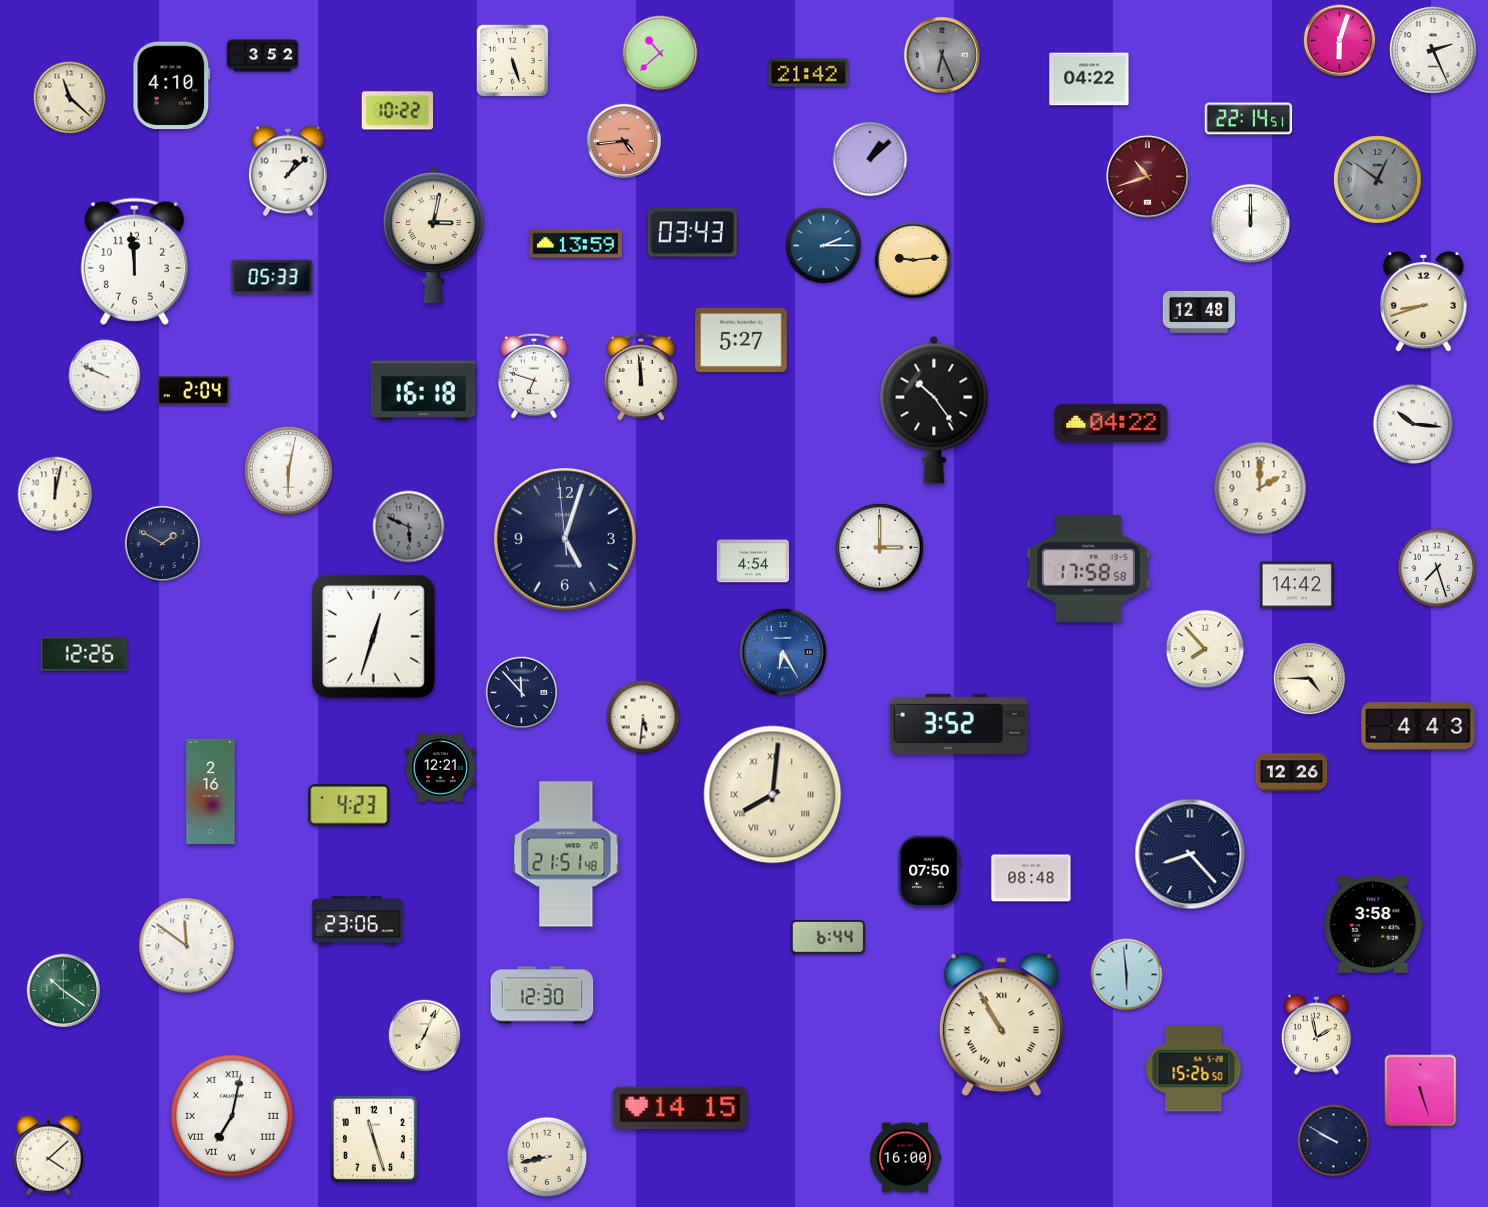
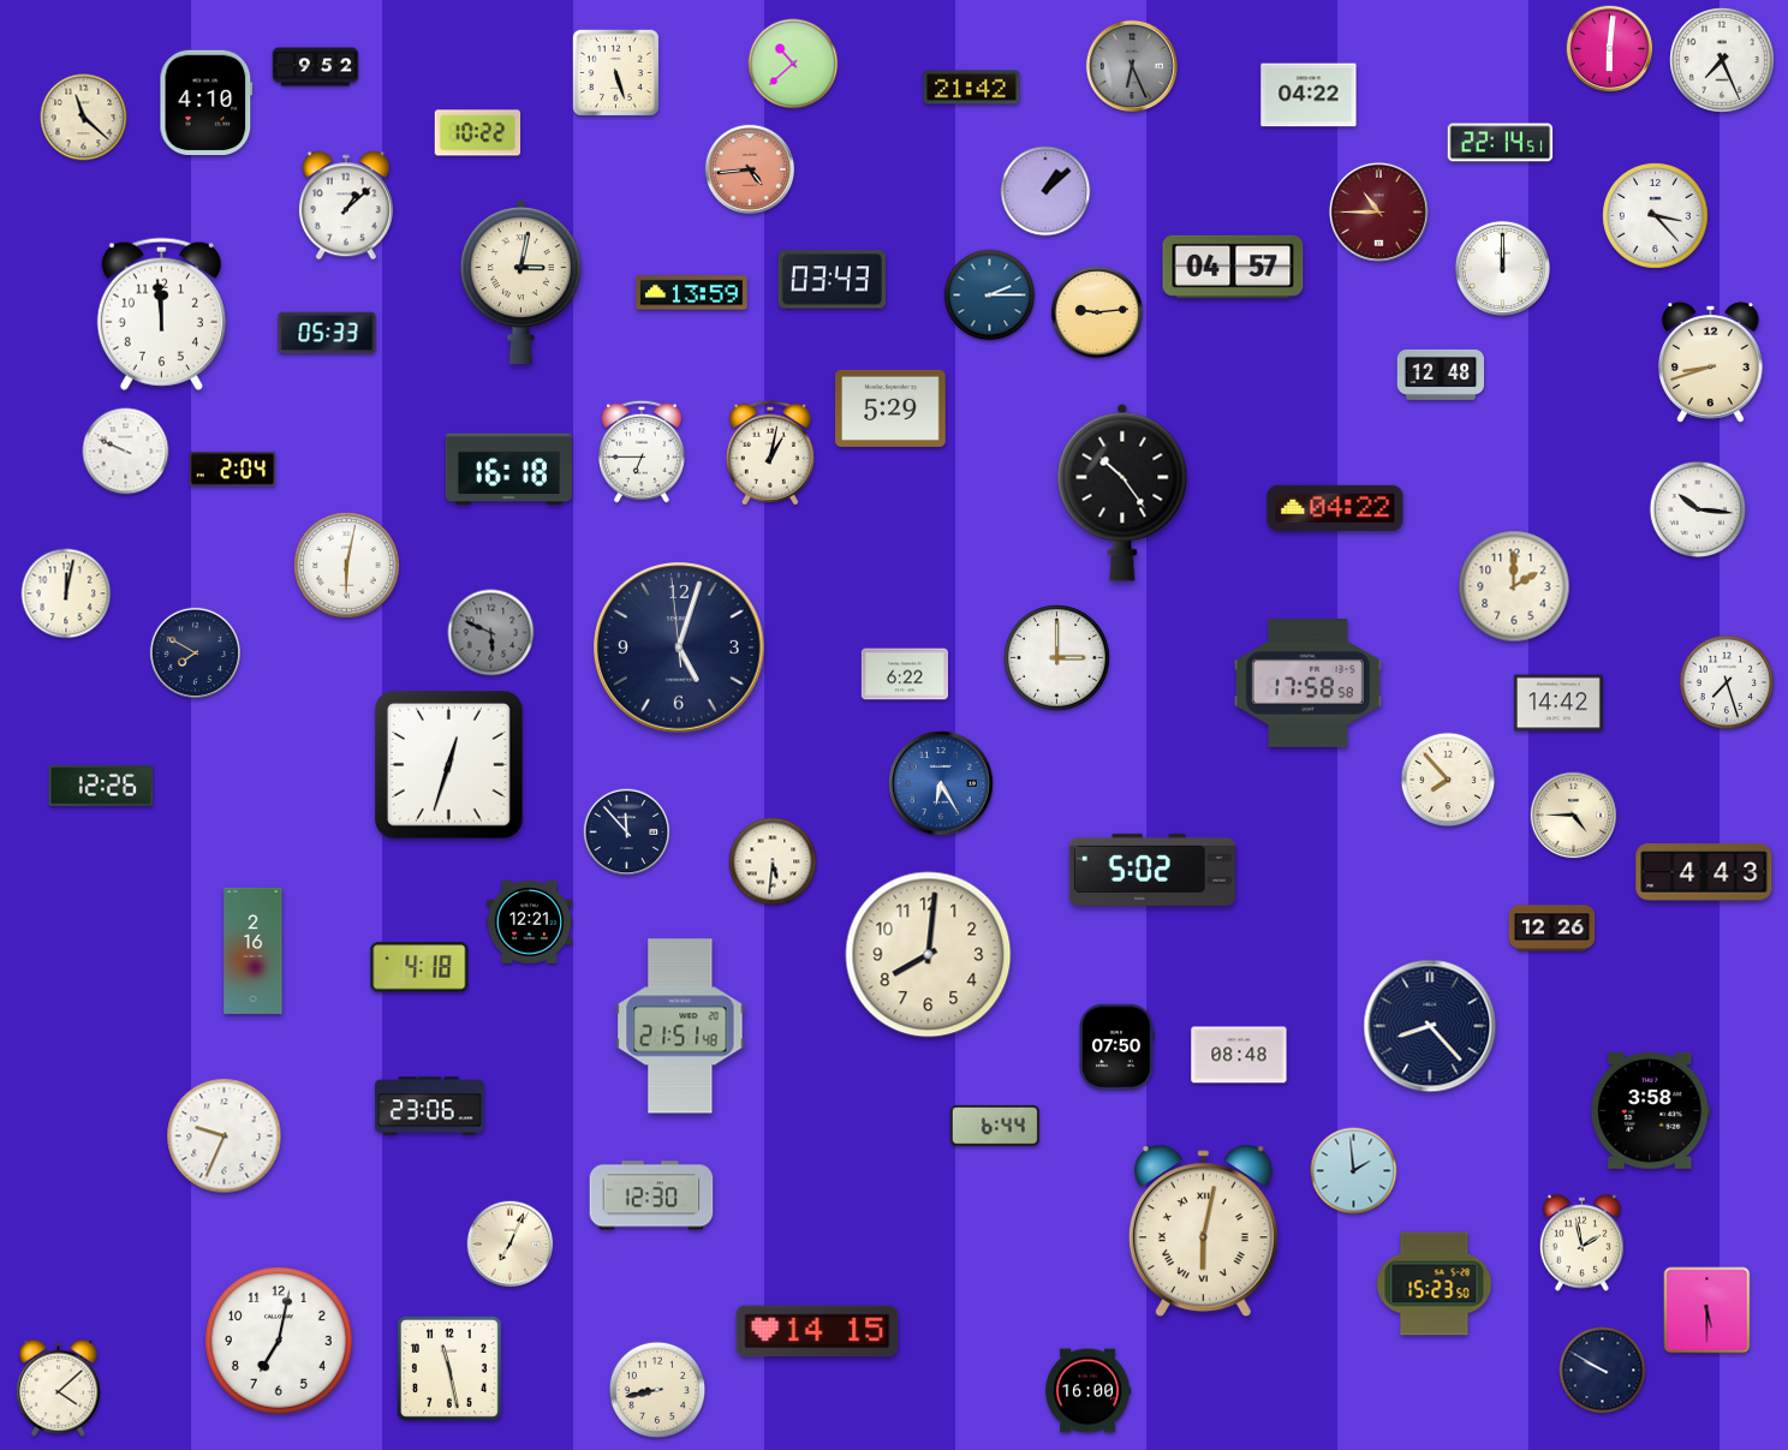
clock at (1340, 41): 6:03 -> 6:01
clock at (1434, 51): 2:26 -> 7:26
clock at (263, 56): 3:52 -> 9:52
clock at (1147, 176): 10:42 -> 10:45
clock at (1378, 180): 12:51 -> 3:23
clock at (1378, 180) dial: grey -> white
clock at (1233, 267): none -> 04:57
clock at (742, 340): 5:27 -> 5:29
clock at (534, 376): 6:48 -> 6:45
clock at (641, 377): 11:59 -> 1:02
clock at (162, 543): 1:50 -> 7:50
clock at (752, 561): 4:54 -> 6:22
clock at (959, 724): 3:52 -> 5:02
clock at (773, 795) numerals: Roman -> Arabic
clock at (349, 805): 4:23 -> 4:18
clock at (187, 946): 11:51 -> 9:34
clock at (1127, 975): 5:59 -> 1:59
clock at (64, 991): 10:21 -> none
clock at (1001, 1025): 10:55 -> 6:02
clock at (1194, 1069): 15:26 -> 15:23
clock at (1421, 1091): 5:27 -> 5:30
clock at (232, 1116) numerals: Roman -> Arabic
clock at (374, 1139): 11:27 -> 11:28
